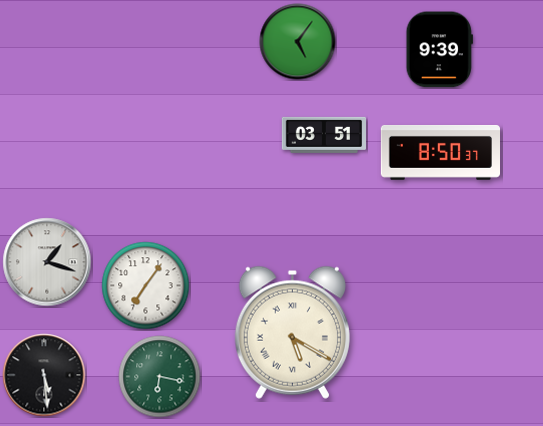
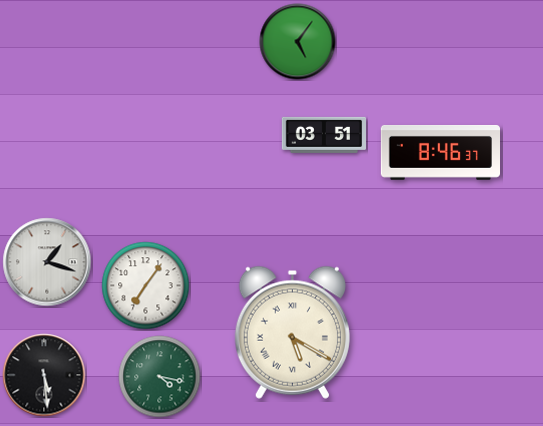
clock at (439, 50): 9:39 -> none
clock at (440, 152): 8:50 -> 8:46
clock at (160, 377): 6:17 -> 4:17
